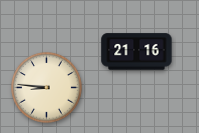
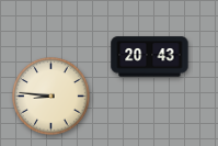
clock at (137, 52): 21:16 -> 20:43
